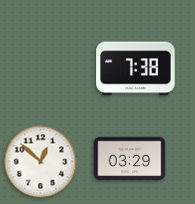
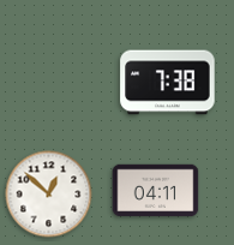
clock at (136, 69) position: (136, 69) -> (168, 83)
clock at (130, 159): 03:29 -> 04:11
